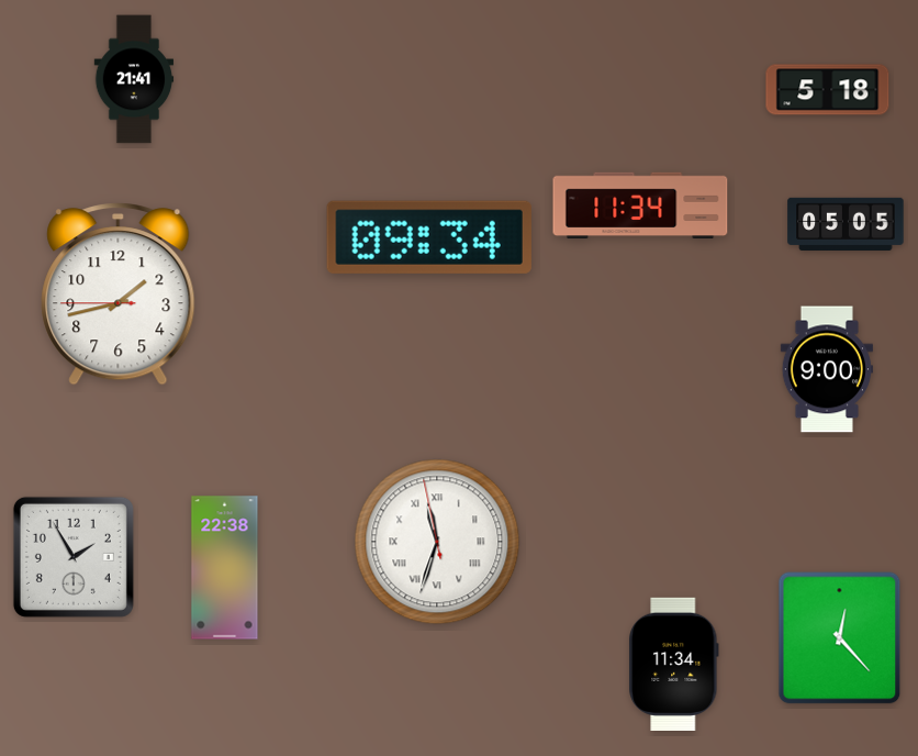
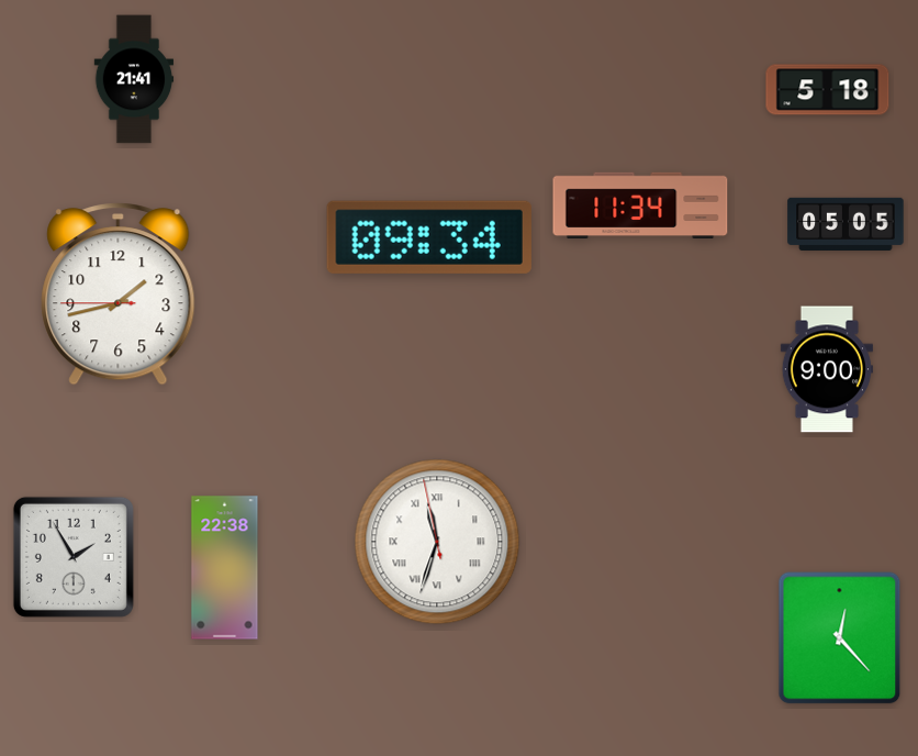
clock at (674, 664): 11:34 -> none
